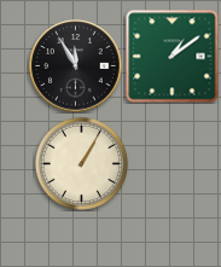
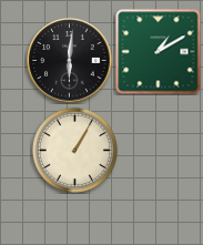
clock at (173, 57): 1:09 -> 1:10
clock at (76, 66): 11:55 -> 6:01
